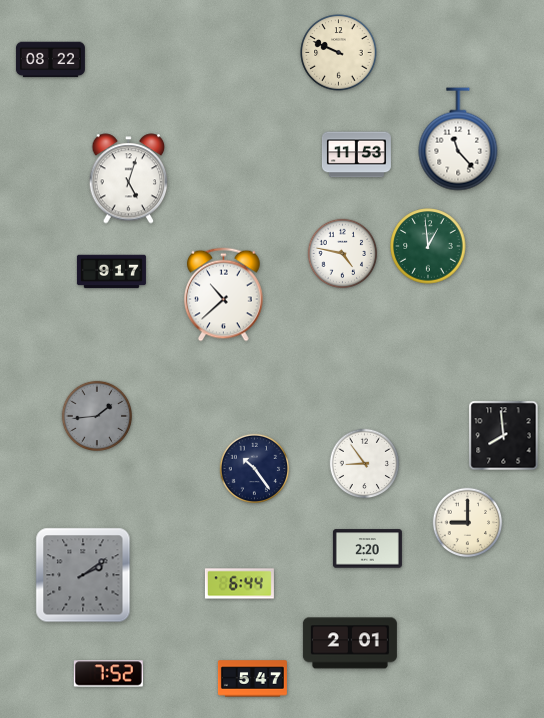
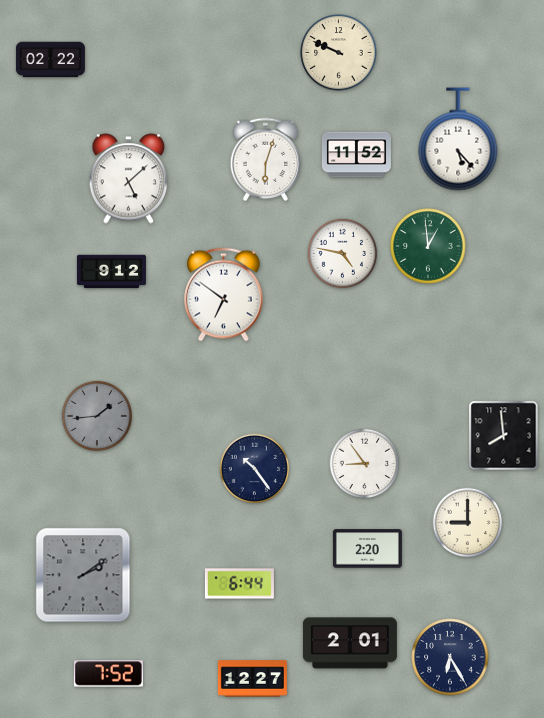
clock at (50, 60): 08:22 -> 02:22
clock at (458, 139): 11:23 -> 5:23
clock at (356, 155): 11:53 -> 11:52
clock at (266, 160): none -> 6:03
clock at (129, 179): 5:03 -> 5:08
clock at (111, 272): 9:17 -> 9:12
clock at (224, 295): 10:38 -> 6:51
clock at (450, 657): none -> 6:25
clock at (252, 679): 5:47 -> 12:27
